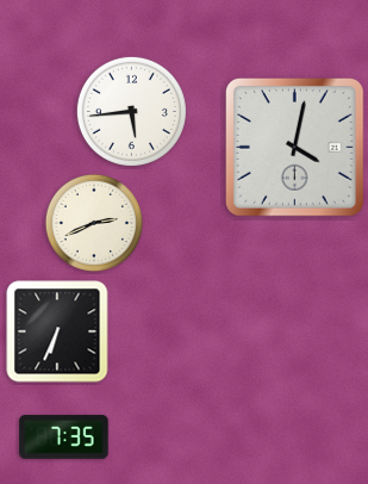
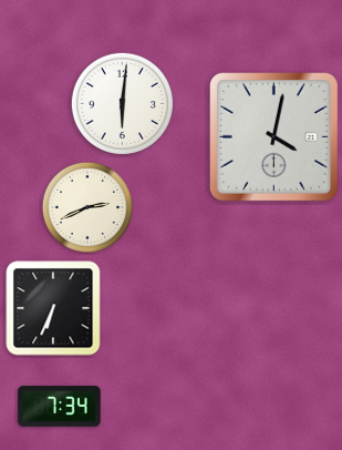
clock at (131, 111): 5:44 -> 6:01
clock at (64, 438): 7:35 -> 7:34
